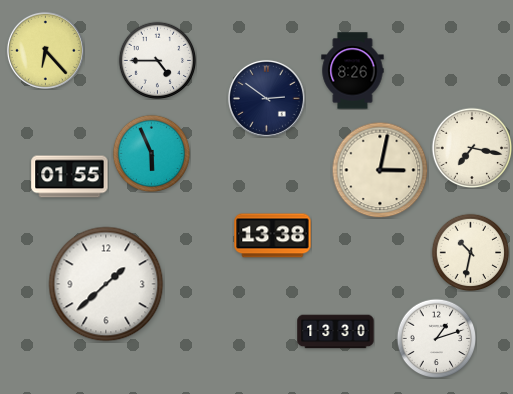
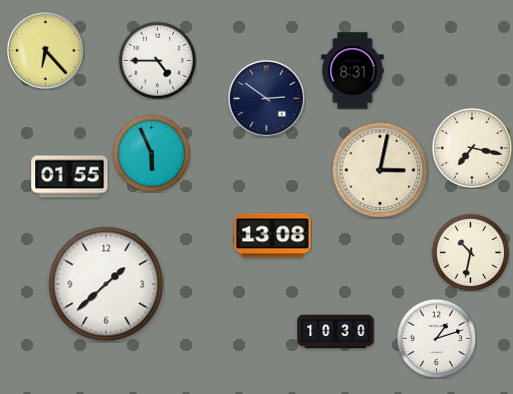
clock at (353, 71): 8:26 -> 8:31
clock at (273, 236): 13:38 -> 13:08
clock at (336, 332): 13:30 -> 10:30
